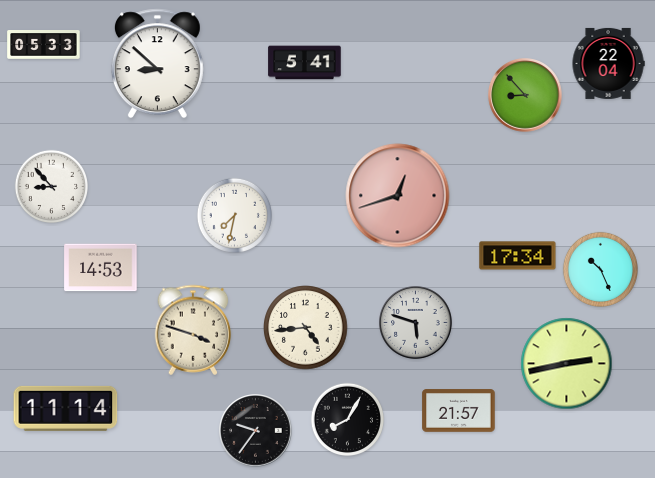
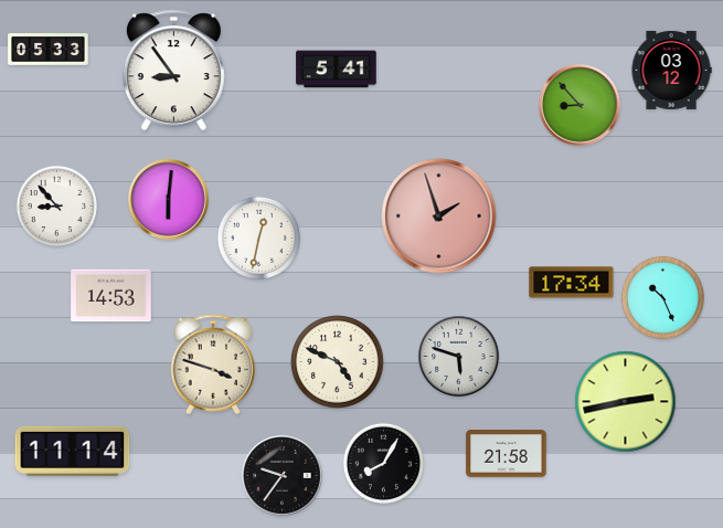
clock at (608, 63): 22:04 -> 03:12
clock at (157, 64): 8:52 -> 8:54
clock at (169, 200): none -> 6:01
clock at (398, 196): 12:42 -> 1:57
clock at (234, 215): 7:32 -> 12:32
clock at (306, 328): 4:44 -> 4:49
clock at (459, 411): 21:57 -> 21:58
